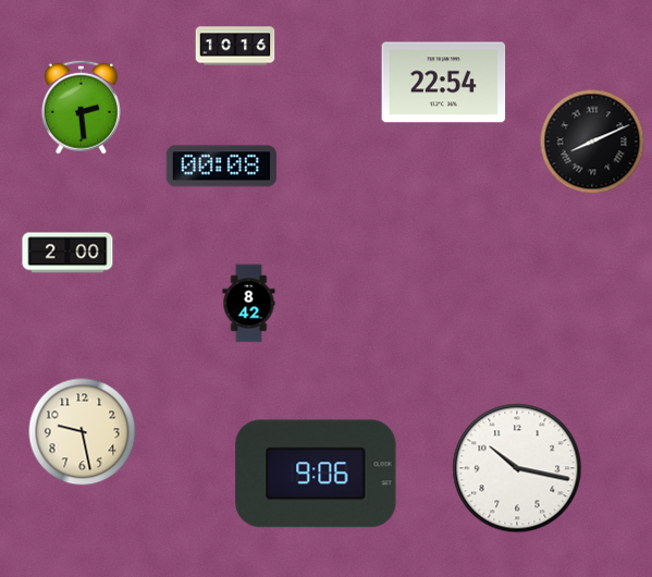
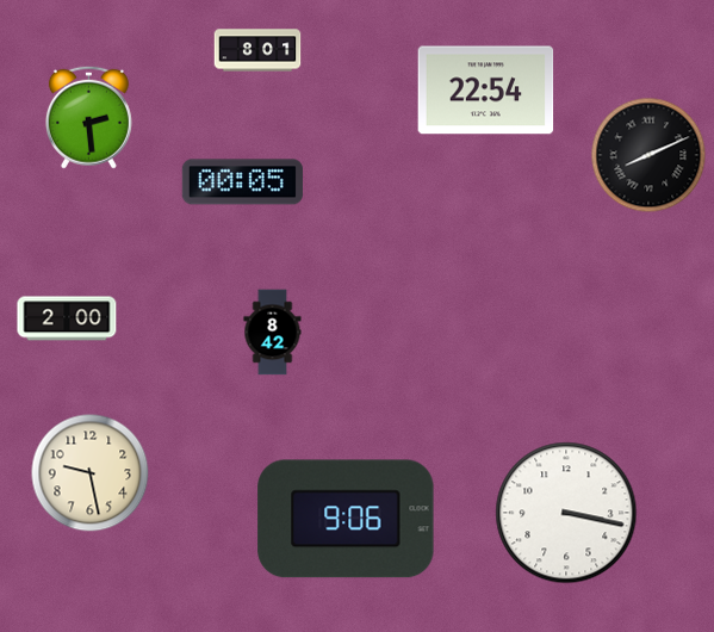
clock at (235, 46): 10:16 -> 8:01
clock at (221, 167): 00:08 -> 00:05
clock at (67, 253) position: (67, 253) -> (67, 318)
clock at (517, 468): 10:17 -> 3:17
